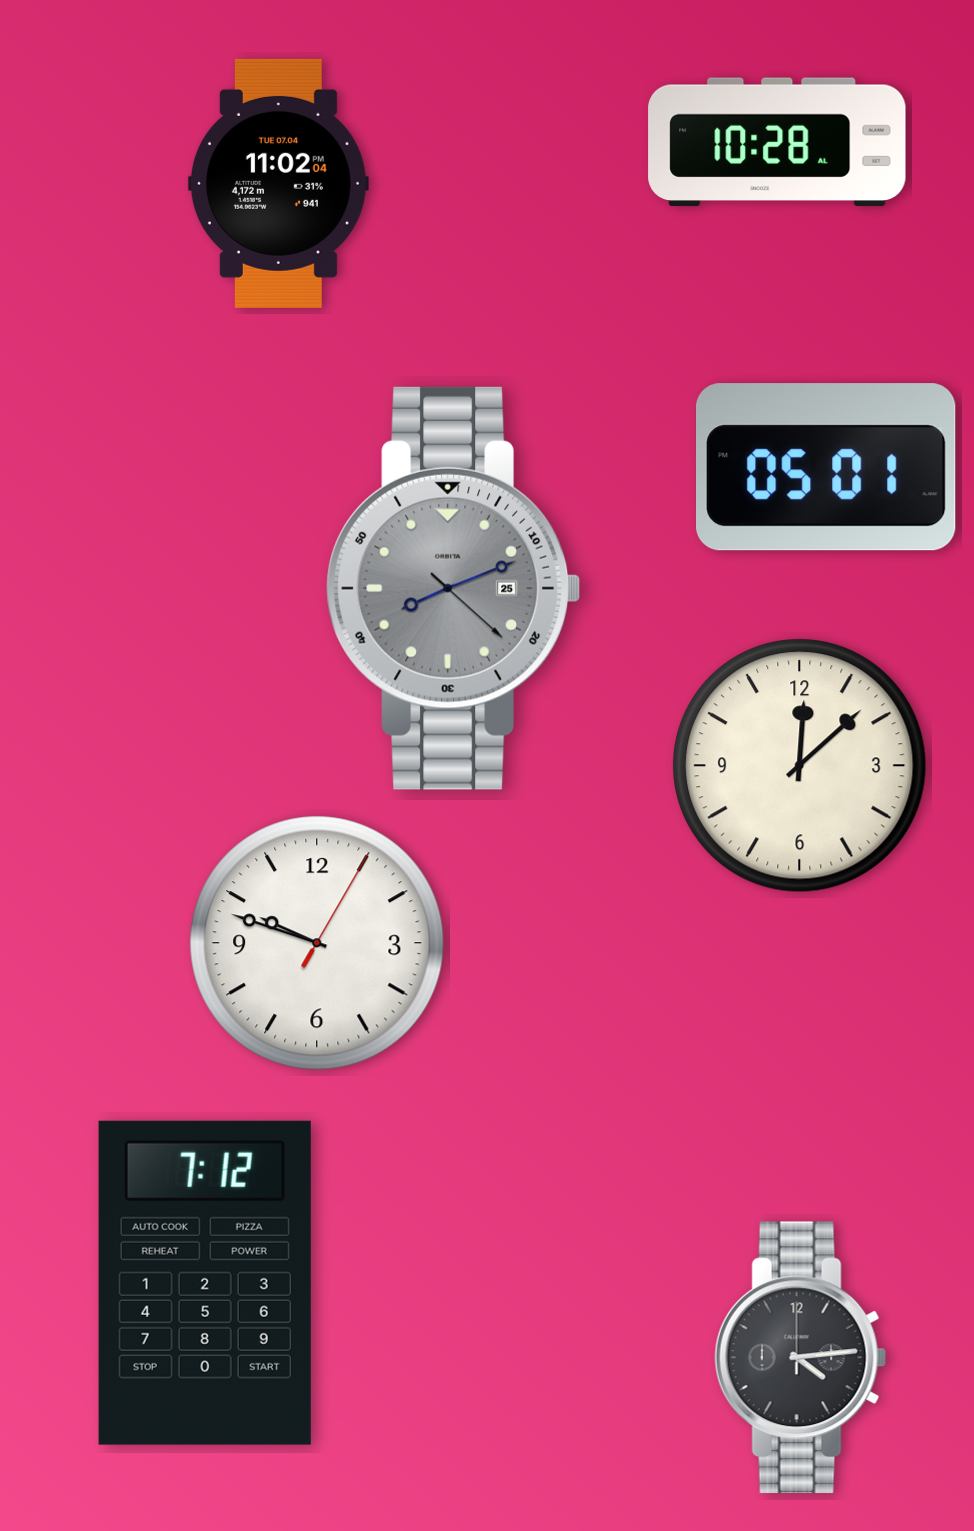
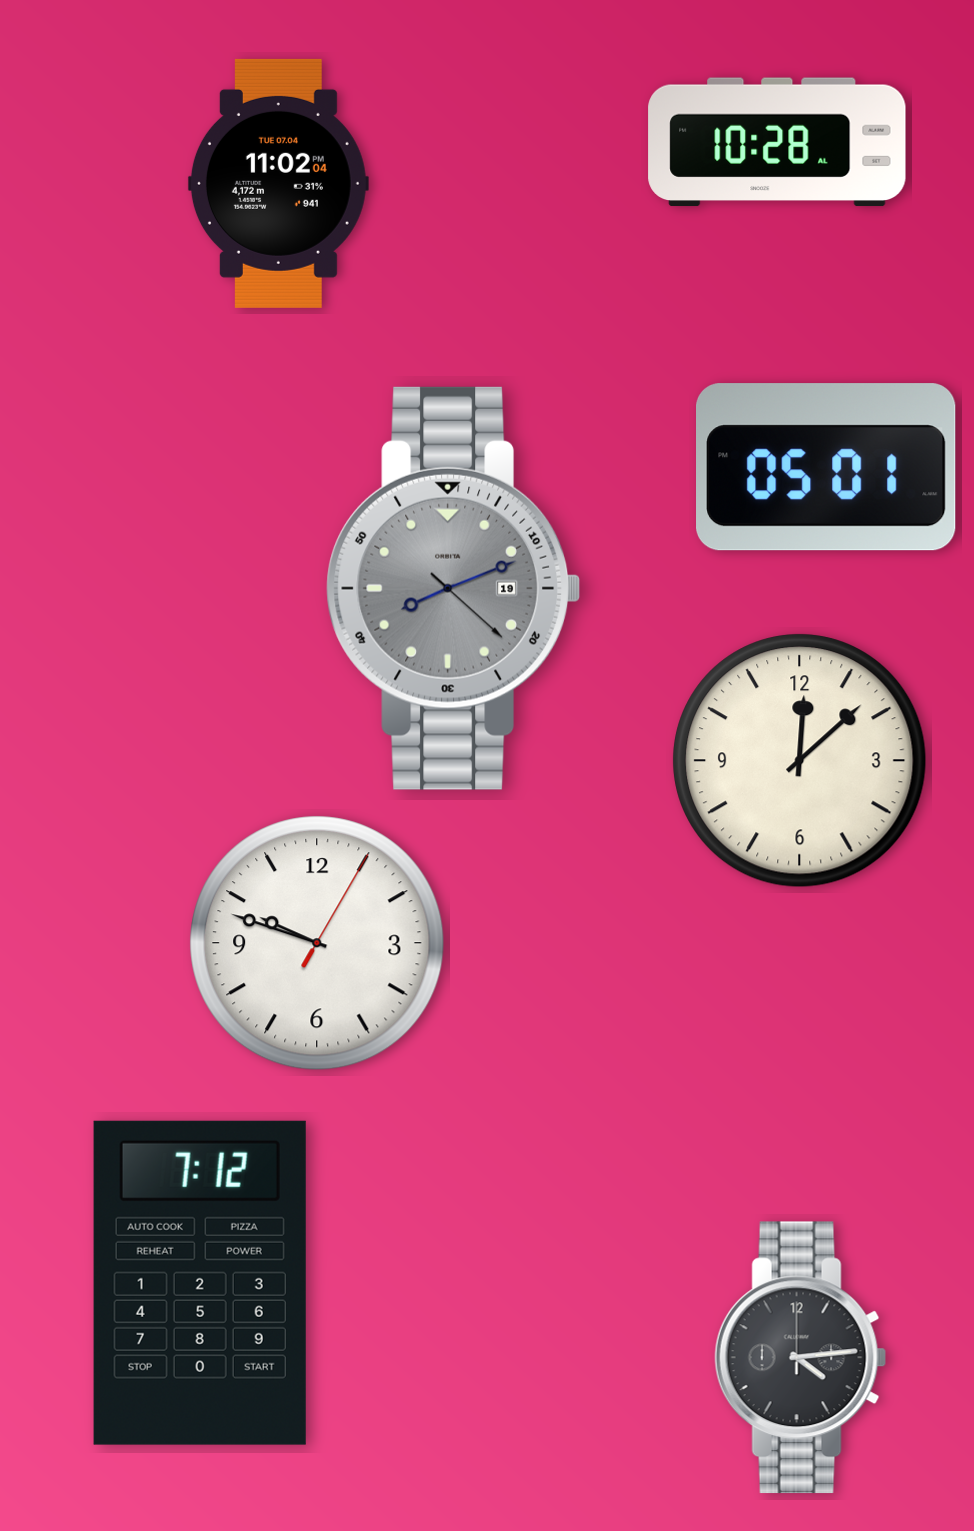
clock at (453, 588) date: 25 -> 19
clock at (800, 766) position: (800, 766) -> (800, 761)
clock at (205, 1283) position: (205, 1283) -> (200, 1283)
